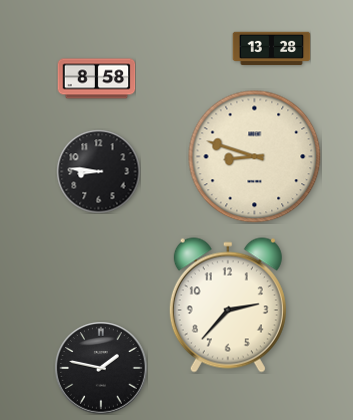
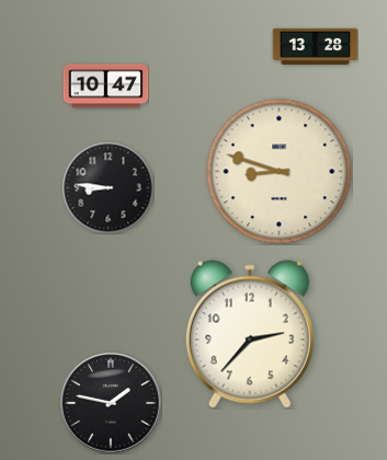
clock at (271, 49) position: (271, 49) -> (315, 47)
clock at (96, 79): 8:58 -> 10:47
